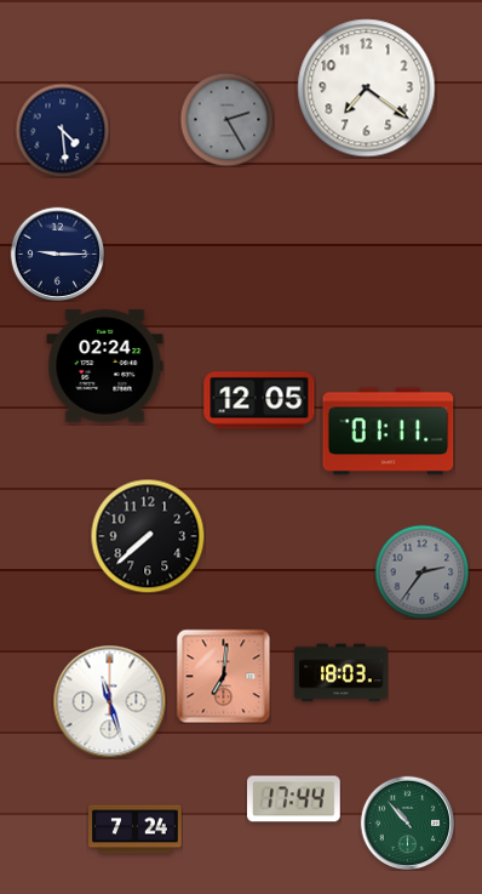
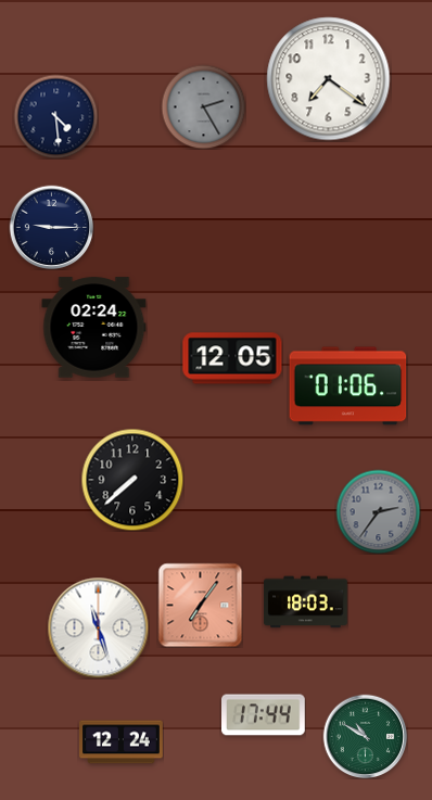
clock at (389, 432): 01:11 -> 01:06
clock at (223, 676): 7:01 -> 7:06
clock at (407, 822): 10:53 -> 10:50
clock at (136, 830): 7:24 -> 12:24
